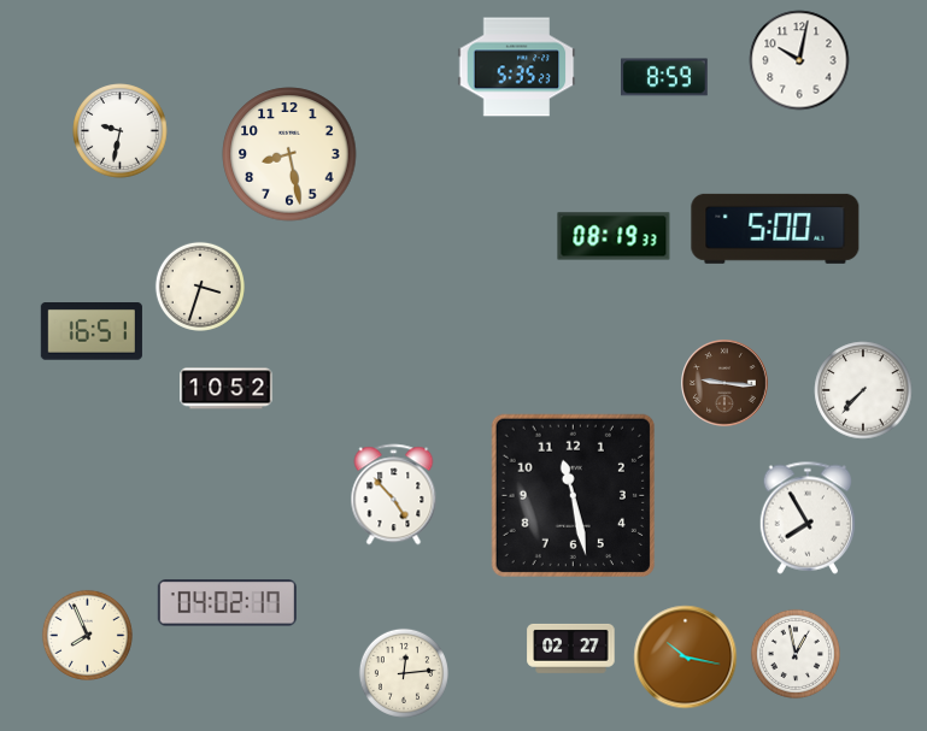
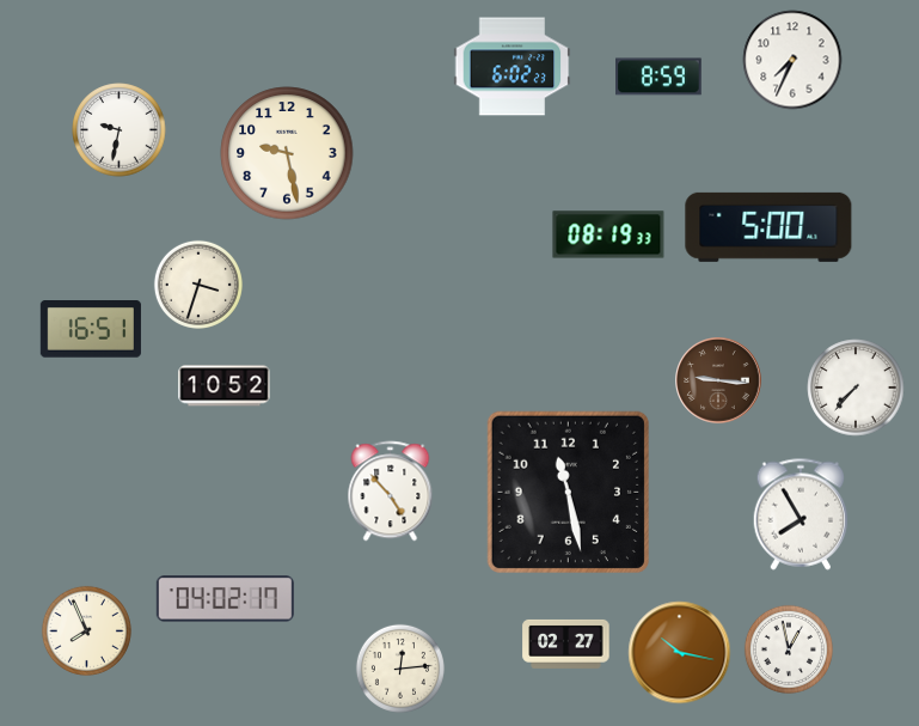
clock at (799, 60): 10:02 -> 7:34
clock at (517, 67): 5:35 -> 6:02
clock at (289, 154): 8:28 -> 9:28
